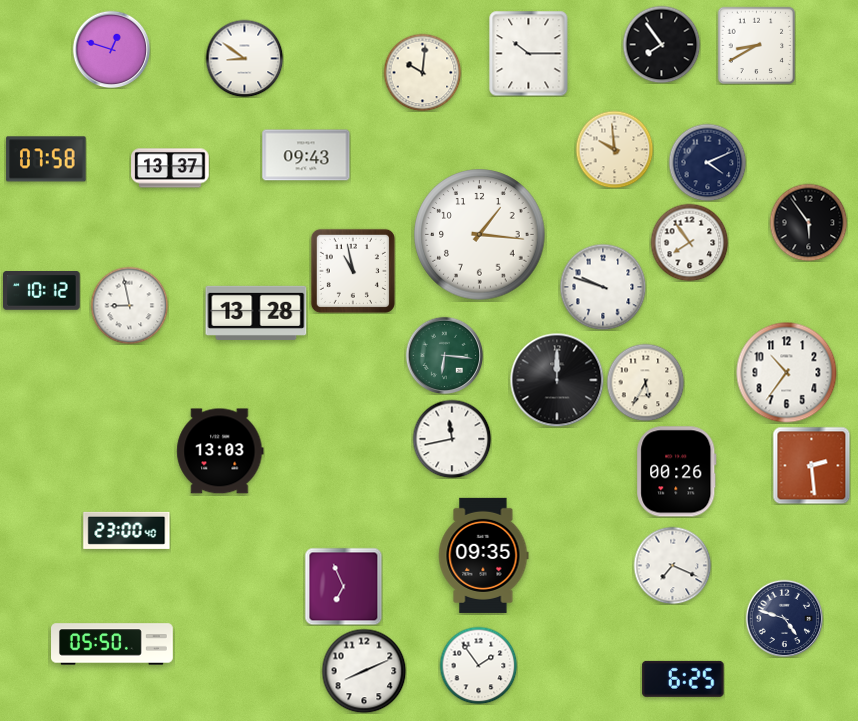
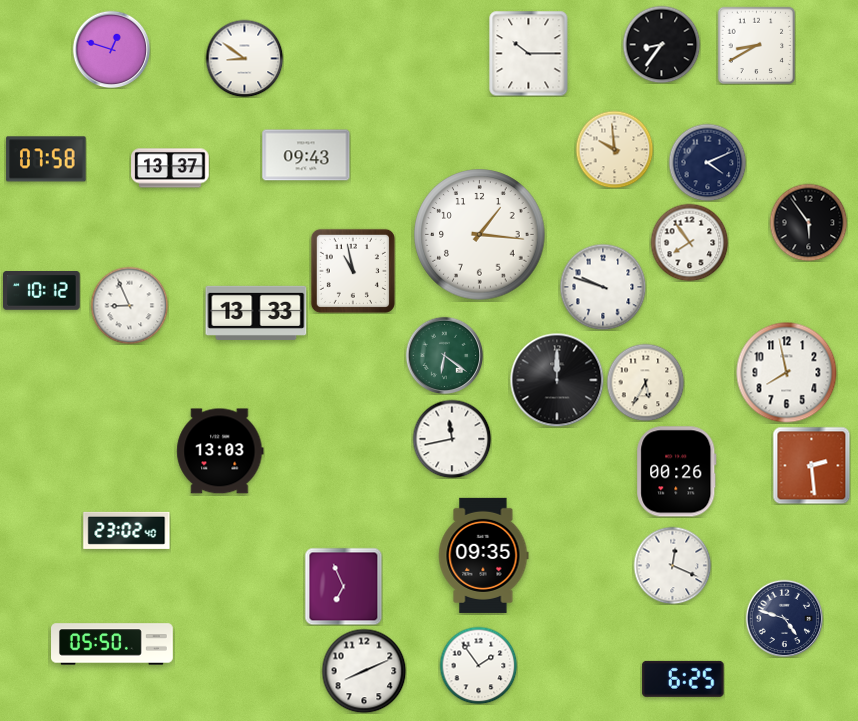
clock at (661, 44): 7:54 -> 8:36
clock at (422, 72): 10:01 -> none
clock at (129, 305): 8:58 -> 8:56
clock at (256, 313): 13:28 -> 13:33
clock at (444, 355): 6:16 -> 6:21
clock at (787, 373): 10:36 -> 7:58
clock at (127, 530): 23:00 -> 23:02
clock at (672, 565): 7:19 -> 12:19
